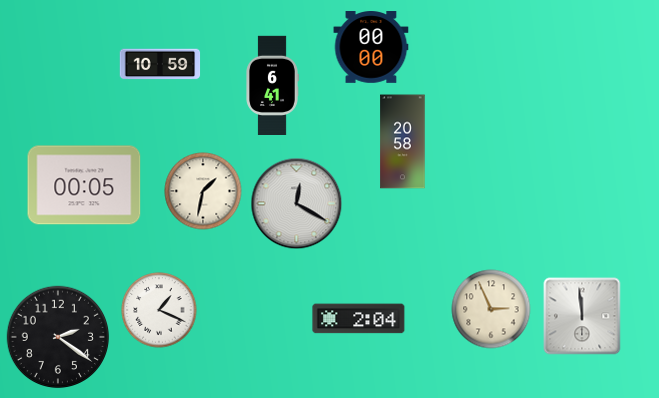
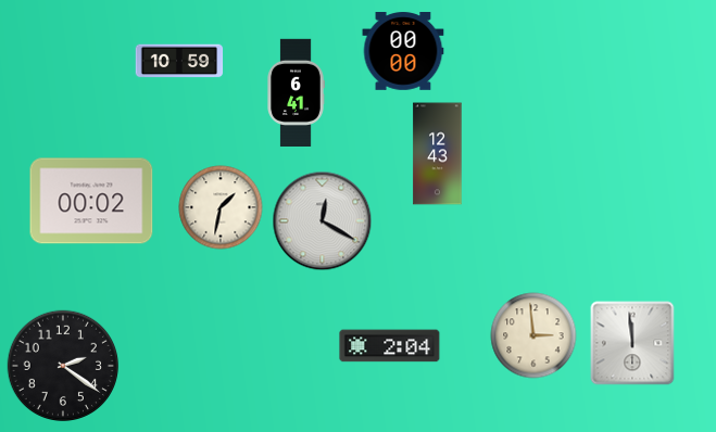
clock at (160, 64) position: (160, 64) -> (179, 61)
clock at (403, 142): 20:58 -> 12:43
clock at (84, 185): 00:05 -> 00:02
clock at (491, 309): 2:56 -> 2:59
clock at (159, 310): 1:19 -> none
